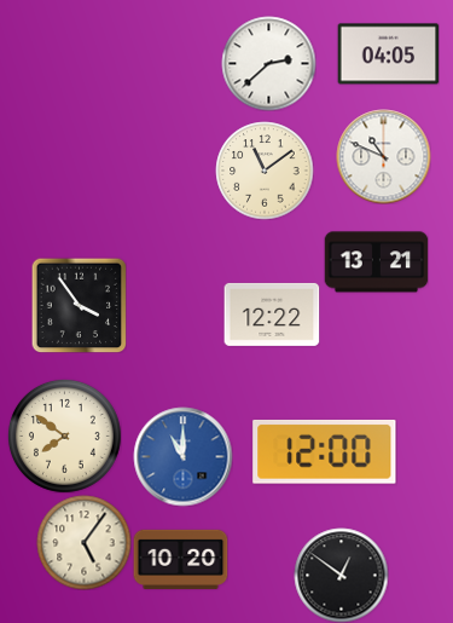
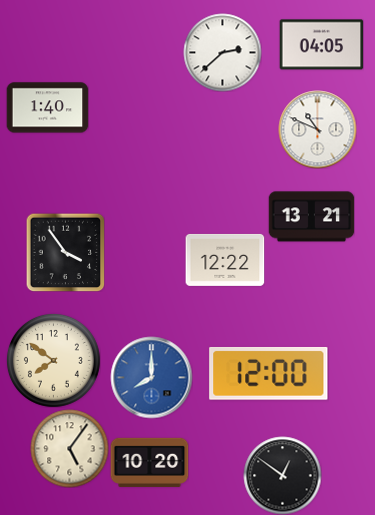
clock at (47, 108): none -> 1:40
clock at (265, 171): 11:09 -> none
clock at (182, 456): 11:00 -> 8:00
